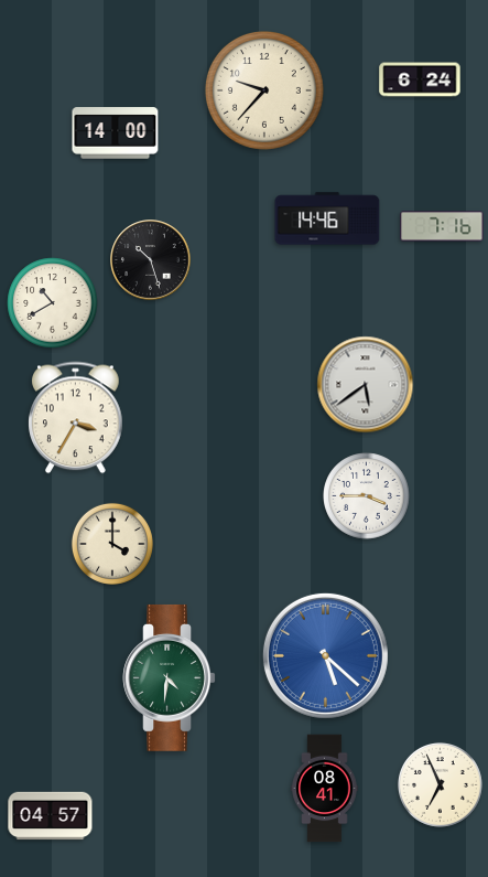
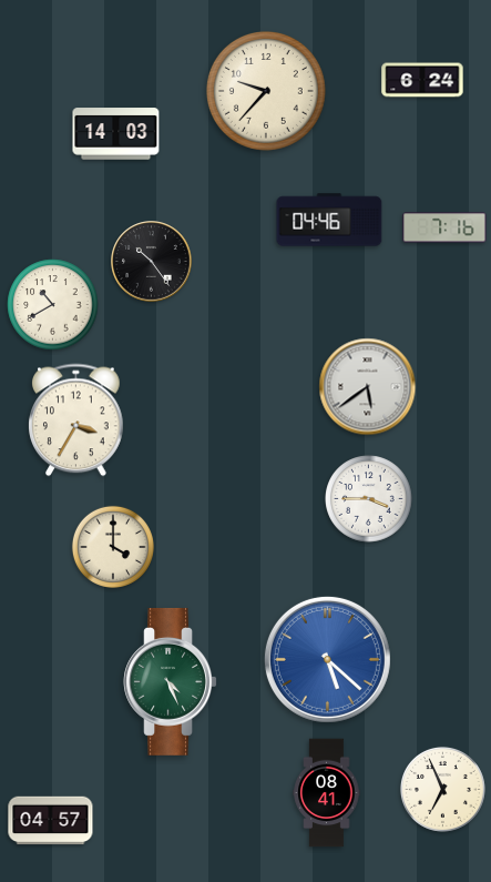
clock at (116, 133): 14:00 -> 14:03
clock at (327, 218): 14:46 -> 04:46
clock at (151, 260): 10:27 -> 10:24
clock at (169, 677): 4:31 -> 4:26
